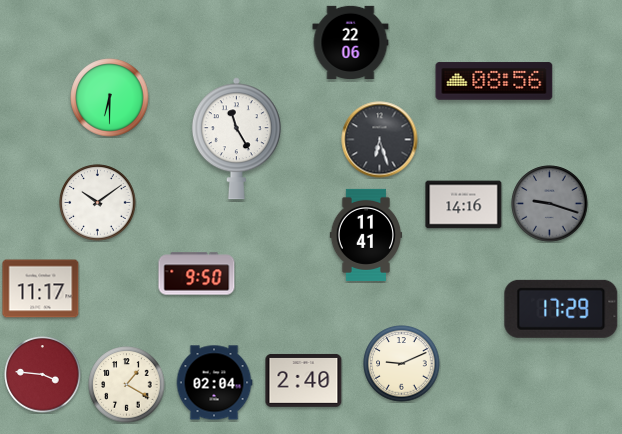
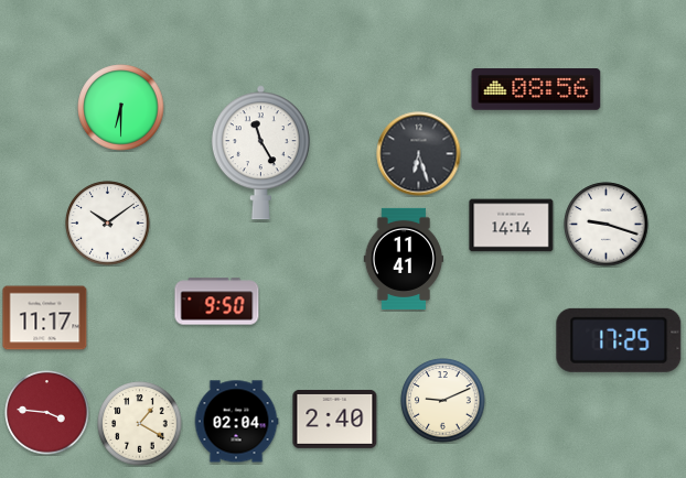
clock at (351, 42): 22:06 -> none
clock at (494, 81) position: (494, 81) -> (536, 89)
clock at (550, 204) dial: grey -> white
clock at (464, 205): 14:16 -> 14:14
clock at (561, 309): 17:29 -> 17:25
